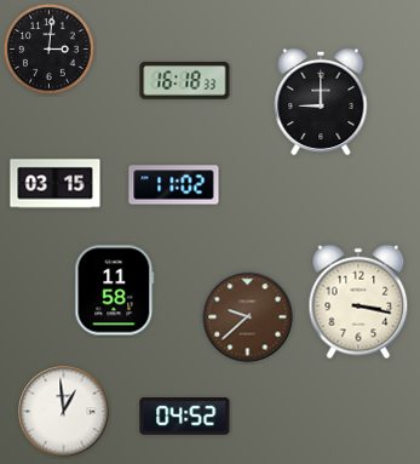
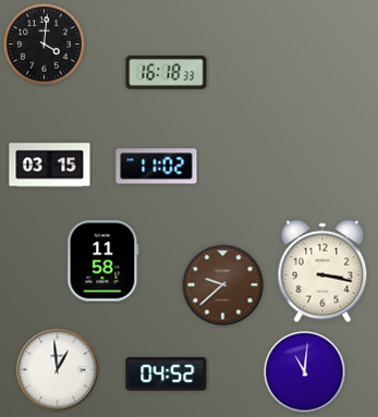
clock at (50, 50): 3:01 -> 4:01
clock at (321, 102): 9:00 -> none
clock at (305, 372): none -> 11:01
